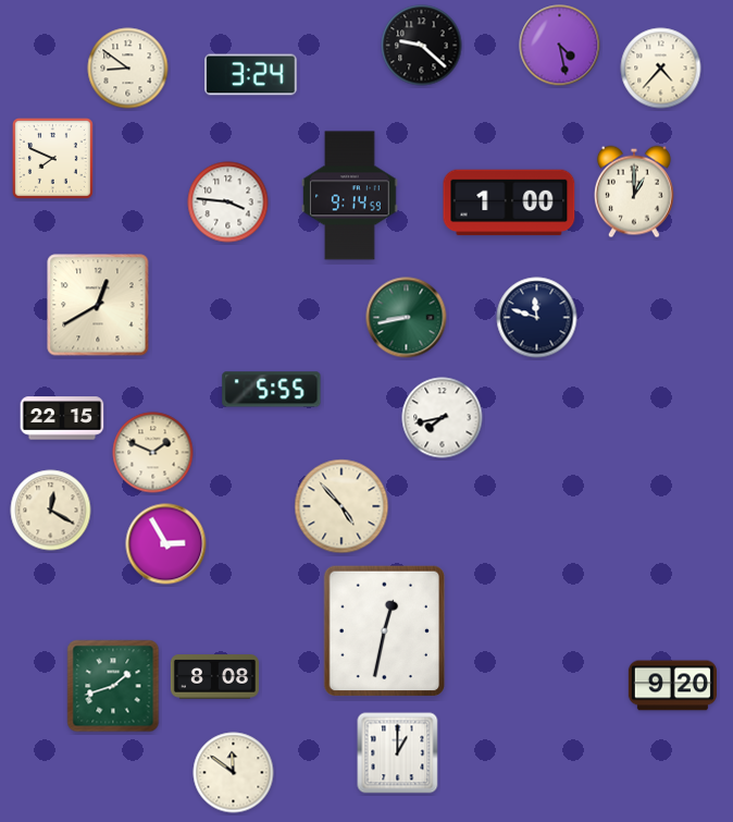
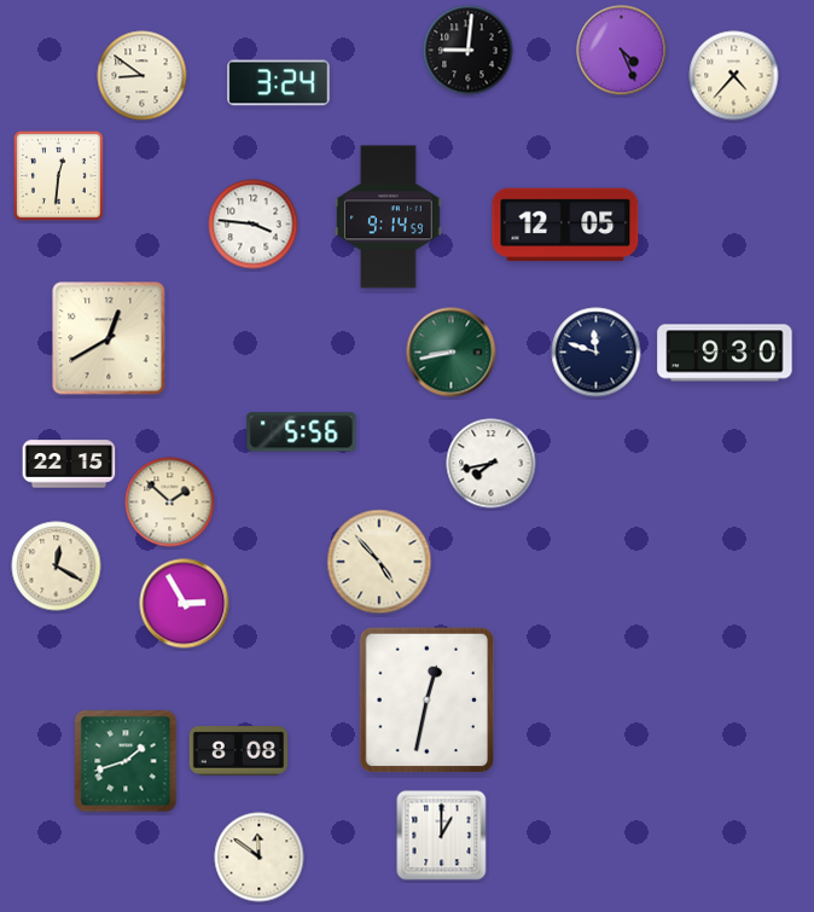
clock at (422, 46): 9:22 -> 9:01
clock at (560, 46): 4:28 -> 4:26
clock at (52, 158): 7:49 -> 12:31
clock at (634, 192): 1:00 -> none
clock at (509, 203): 1:00 -> 12:05
clock at (725, 353): none -> 9:30
clock at (272, 390): 5:55 -> 5:56
clock at (153, 453): 1:49 -> 1:52
clock at (672, 686): 9:20 -> none
